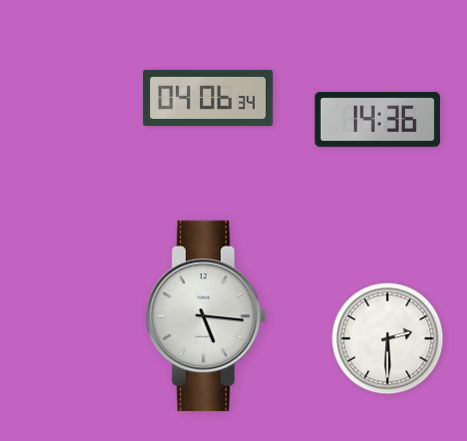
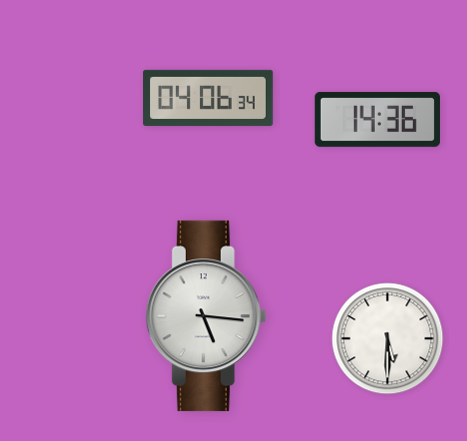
clock at (388, 339): 2:30 -> 5:30
